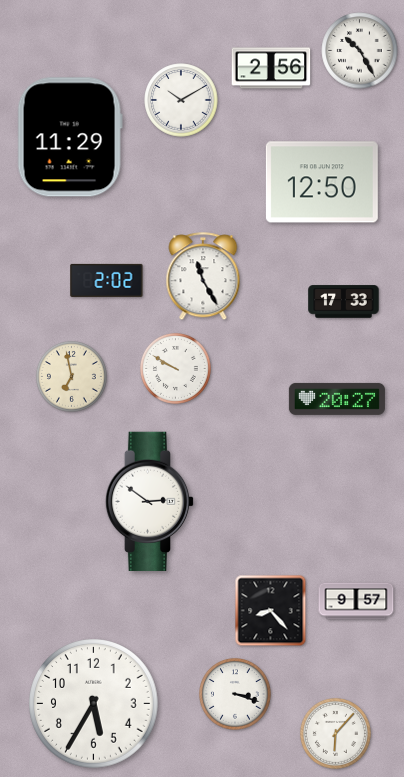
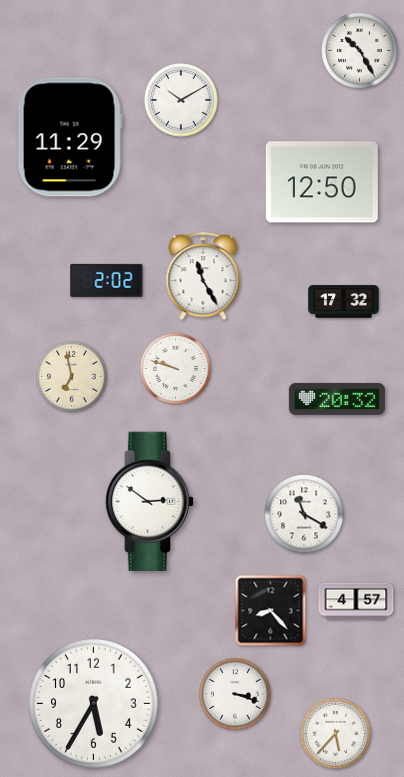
clock at (271, 68): 2:56 -> none
clock at (344, 302): 17:33 -> 17:32
clock at (175, 368): 9:50 -> 9:48
clock at (337, 399): 20:27 -> 20:32
clock at (304, 514): none -> 11:20
clock at (356, 601): 9:57 -> 4:57
clock at (335, 733): 6:07 -> 5:37
